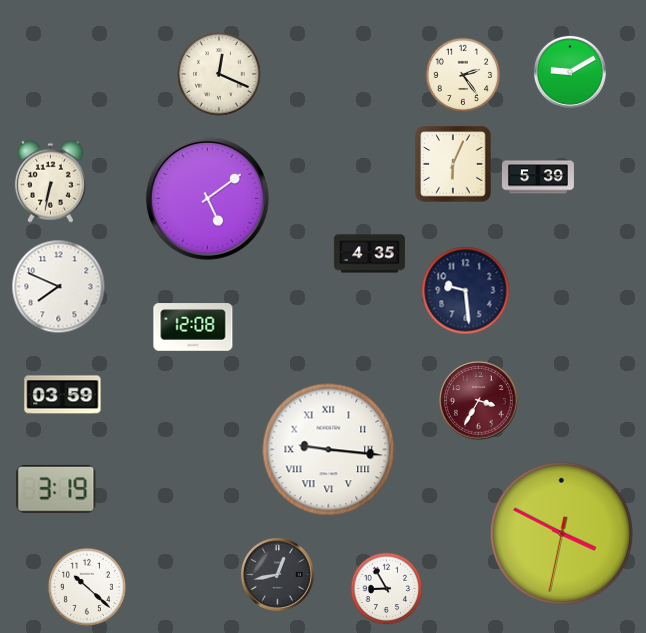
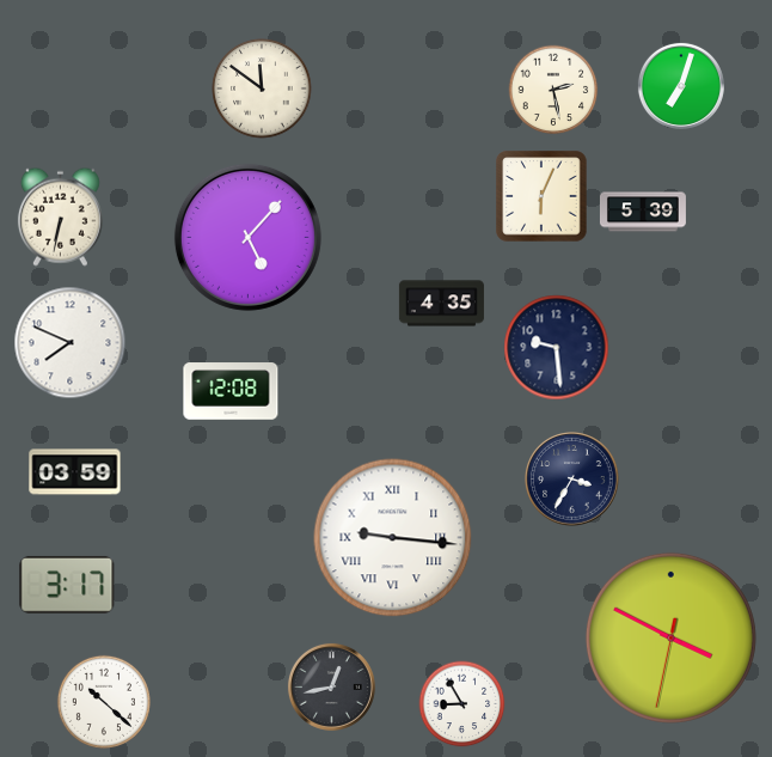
clock at (570, 72): 9:10 -> 7:03
clock at (219, 74): 12:19 -> 11:51
clock at (463, 75): 2:24 -> 2:28
clock at (207, 198): 5:09 -> 5:07
clock at (479, 401) dial: burgundy -> navy
clock at (56, 489): 3:19 -> 3:17
